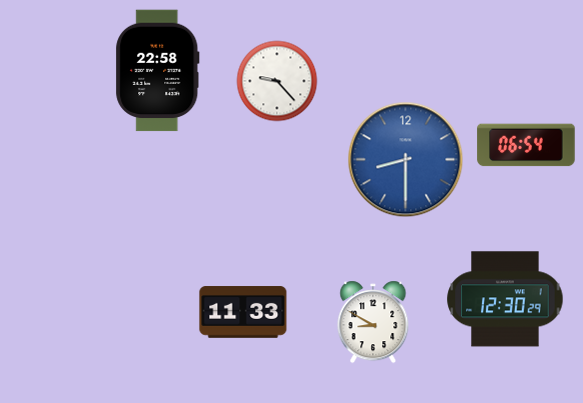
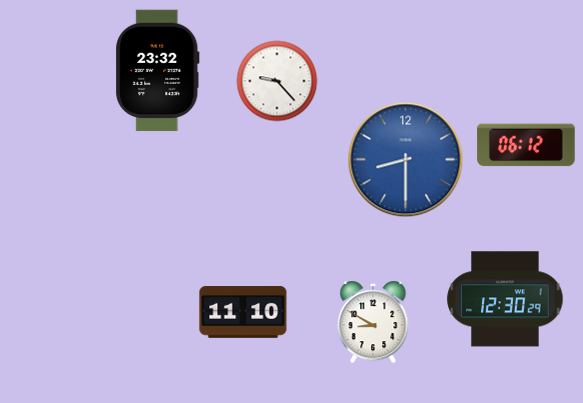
clock at (158, 71): 22:58 -> 23:32
clock at (526, 145): 06:54 -> 06:12
clock at (243, 312): 11:33 -> 11:10
